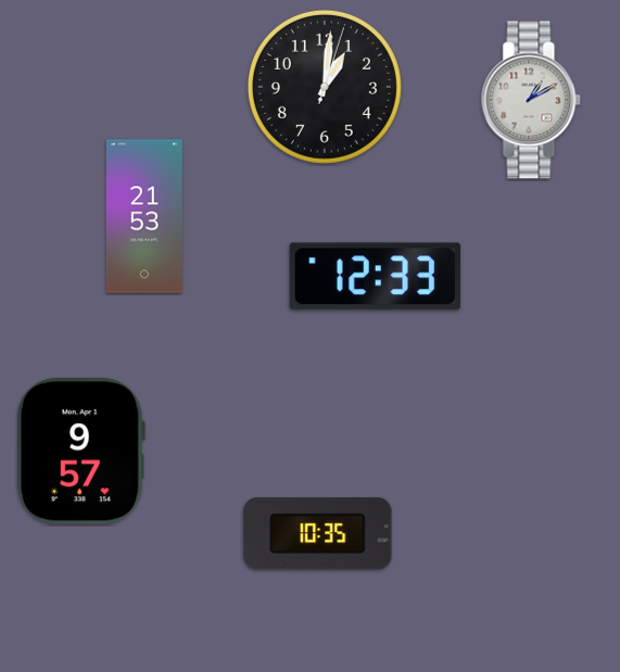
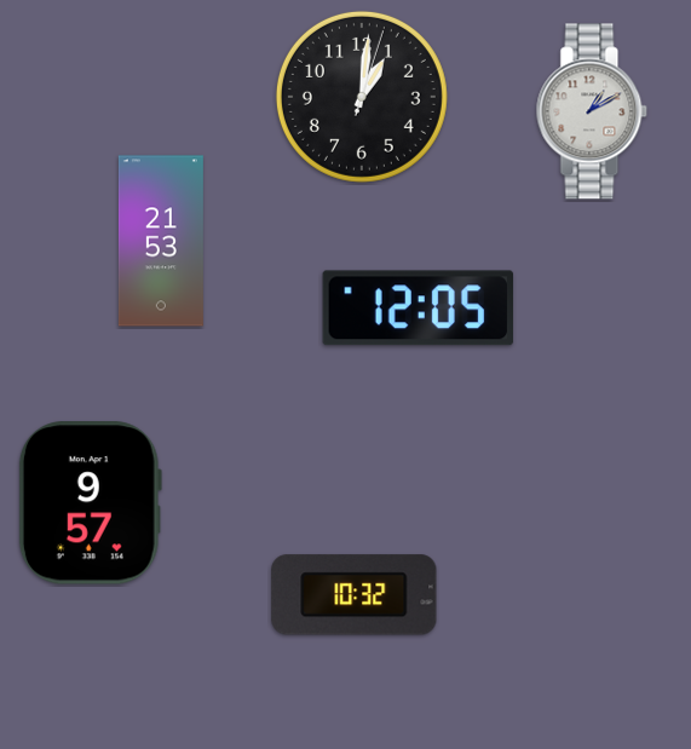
clock at (376, 277): 12:33 -> 12:05
clock at (318, 534): 10:35 -> 10:32
